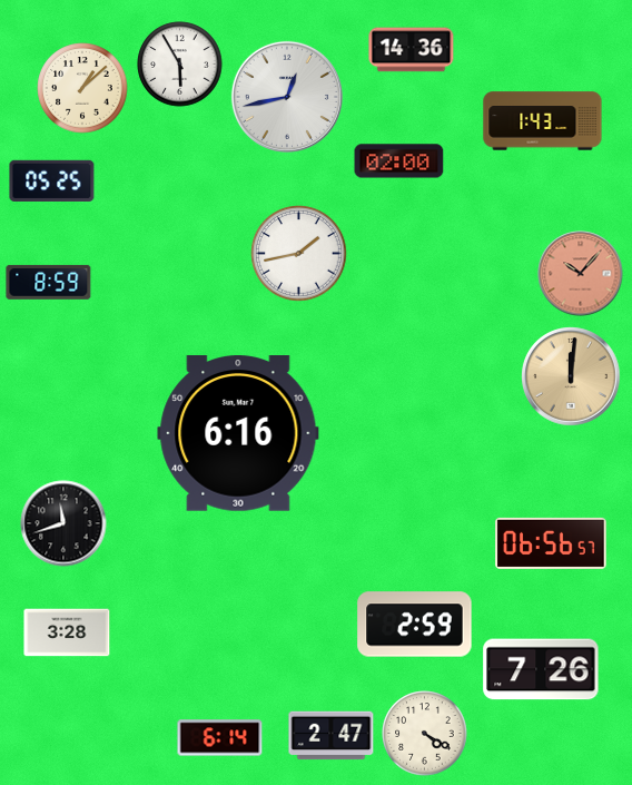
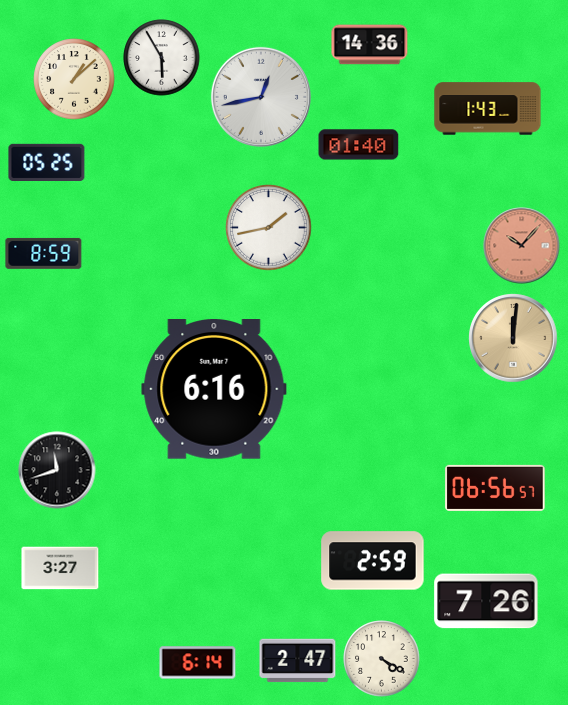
clock at (287, 97) position: (287, 97) -> (261, 97)
clock at (399, 161): 02:00 -> 01:40
clock at (67, 632): 3:28 -> 3:27
